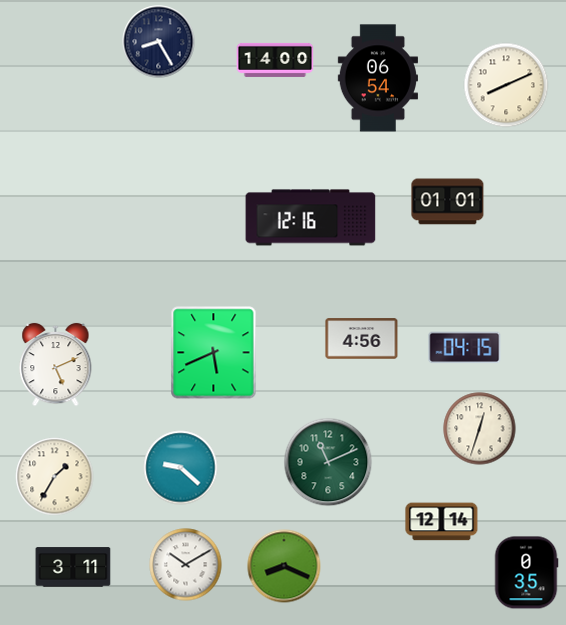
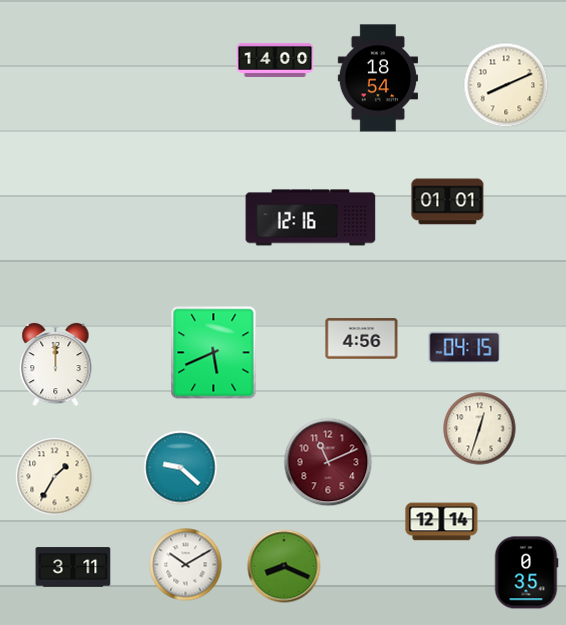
clock at (159, 42): 8:25 -> none
clock at (377, 78): 06:54 -> 18:54
clock at (56, 365): 5:11 -> 12:00
clock at (328, 462) dial: green -> burgundy
